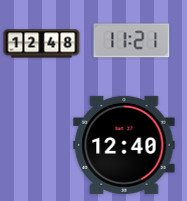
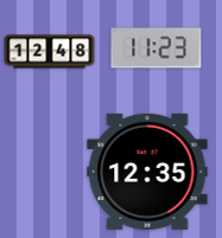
clock at (132, 41): 11:21 -> 11:23
clock at (124, 145): 12:40 -> 12:35
